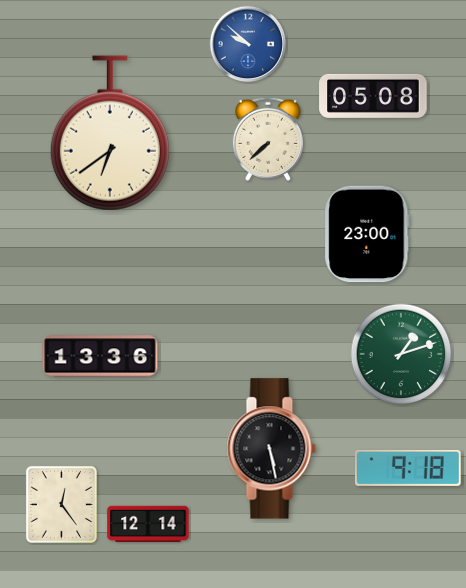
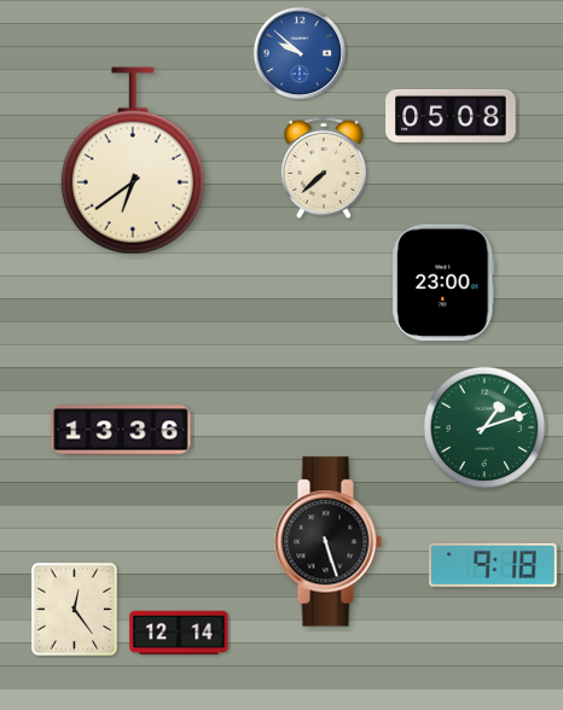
clock at (271, 449): 5:28 -> 5:27
